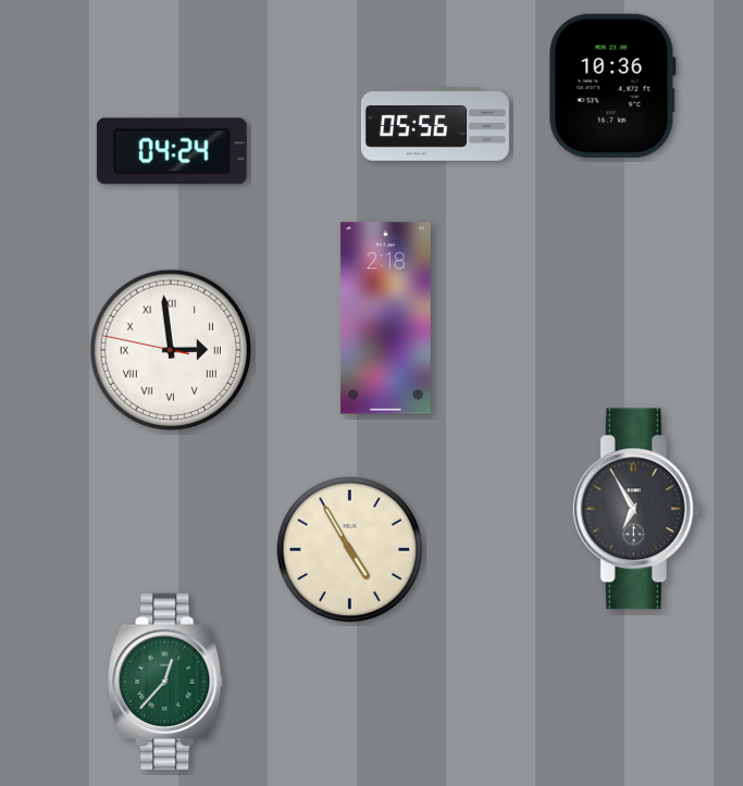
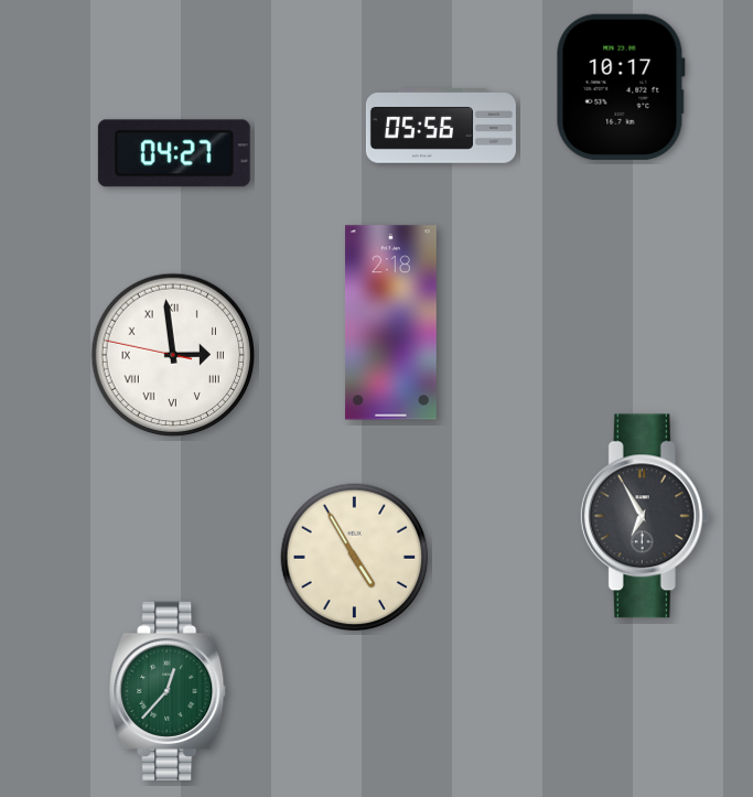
clock at (612, 86): 10:36 -> 10:17
clock at (172, 151): 04:24 -> 04:27
